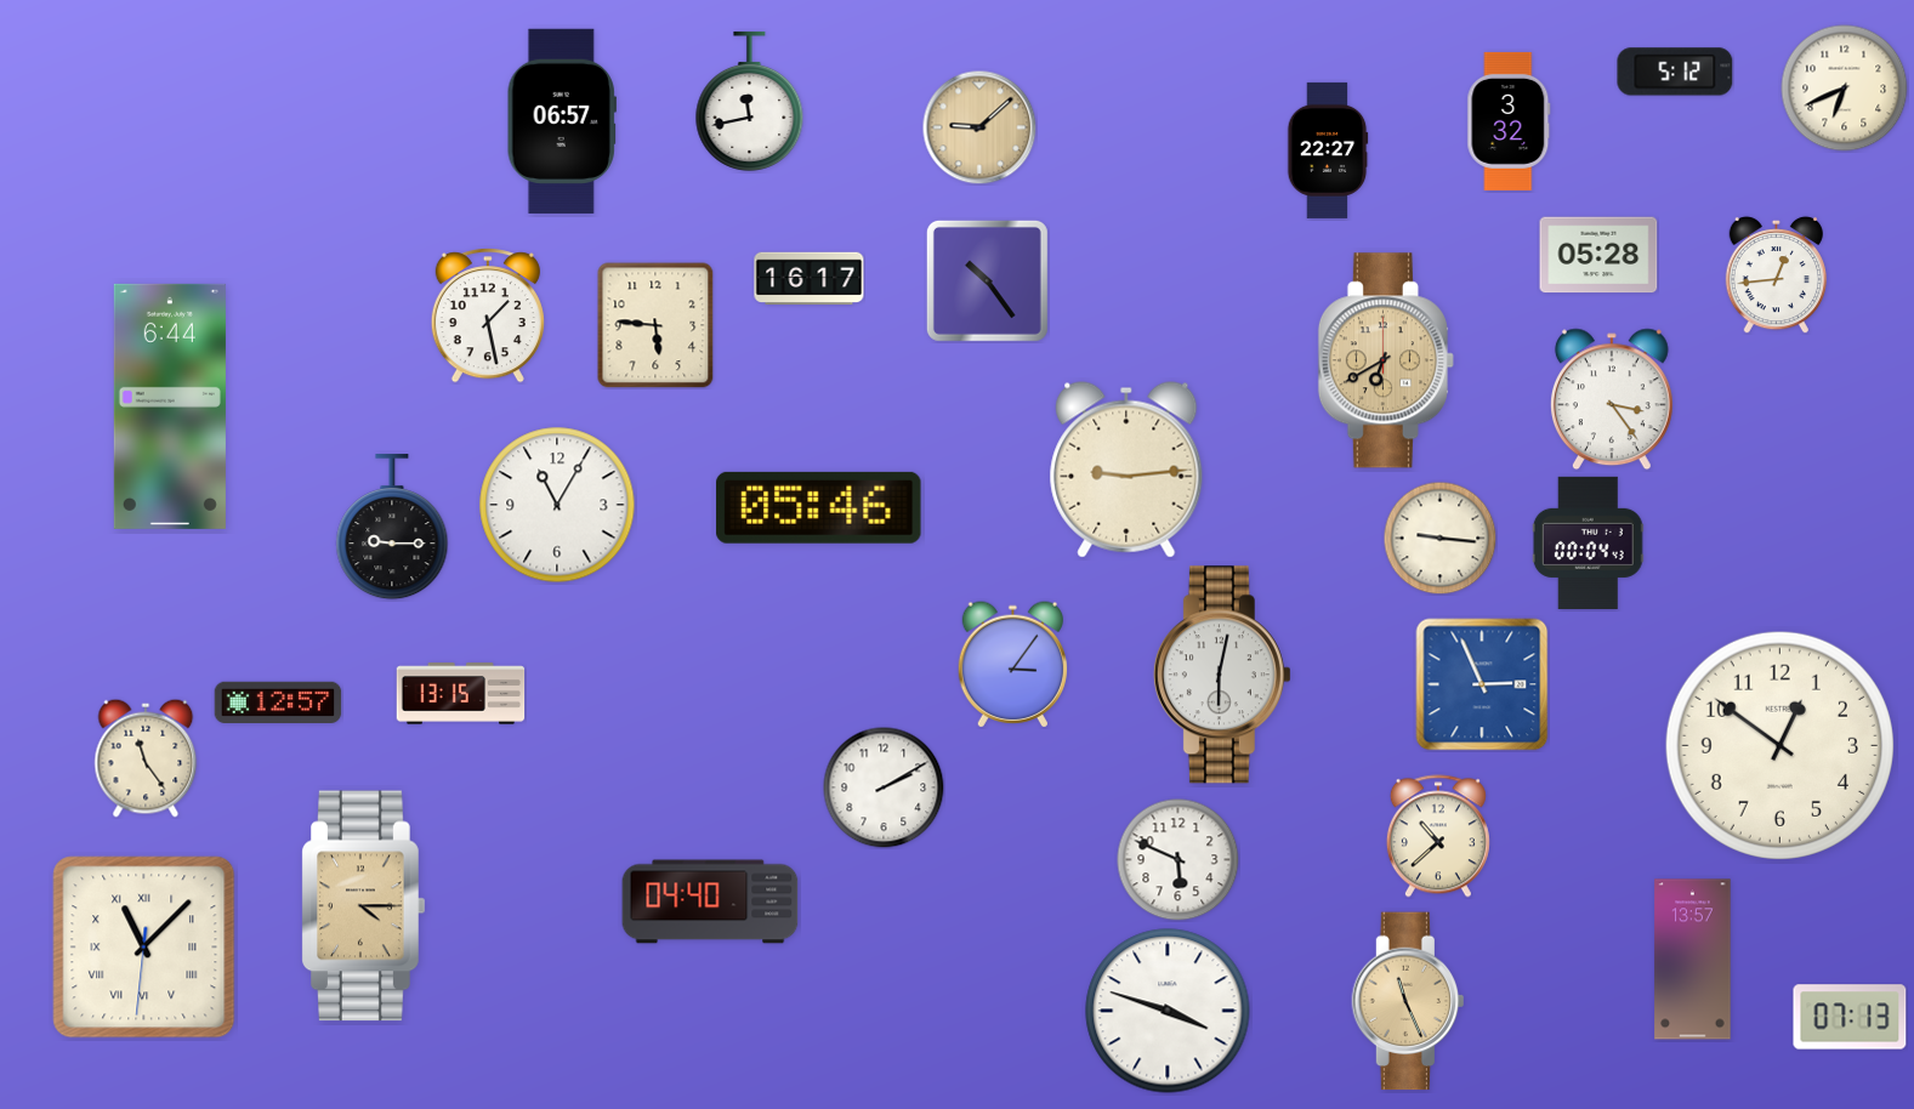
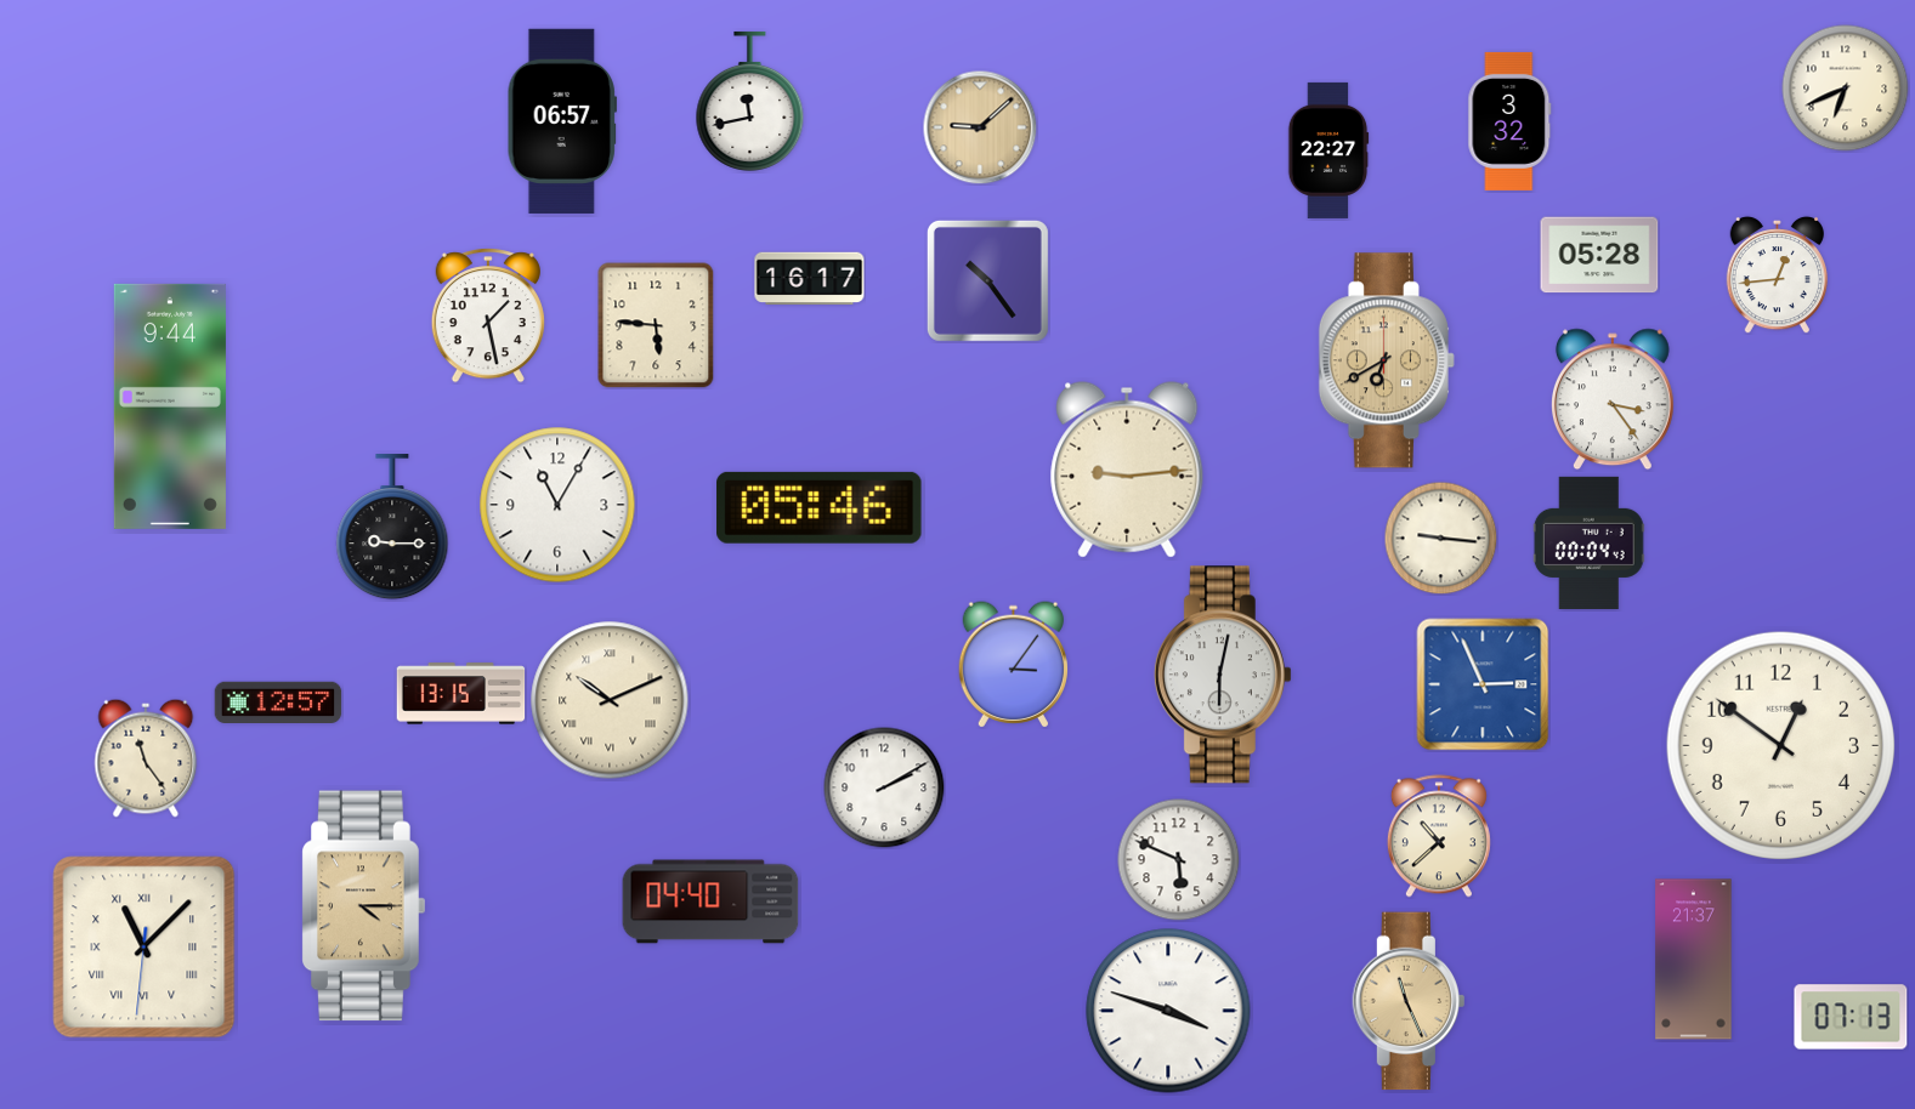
clock at (1675, 72): 5:12 -> none
clock at (170, 406): 6:44 -> 9:44
clock at (610, 700): none -> 10:11
clock at (1693, 960): 13:57 -> 21:37
